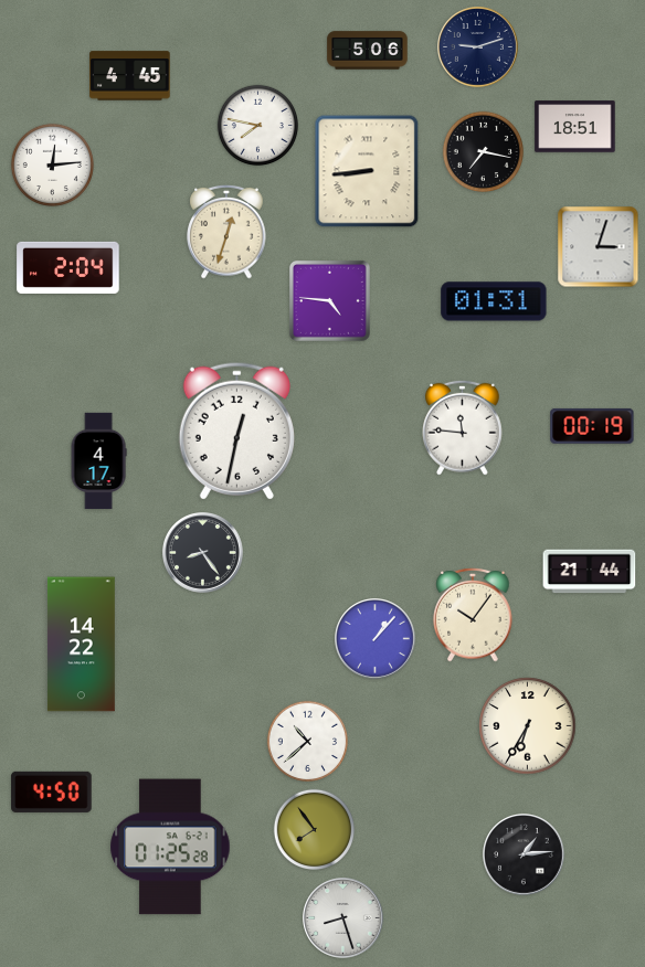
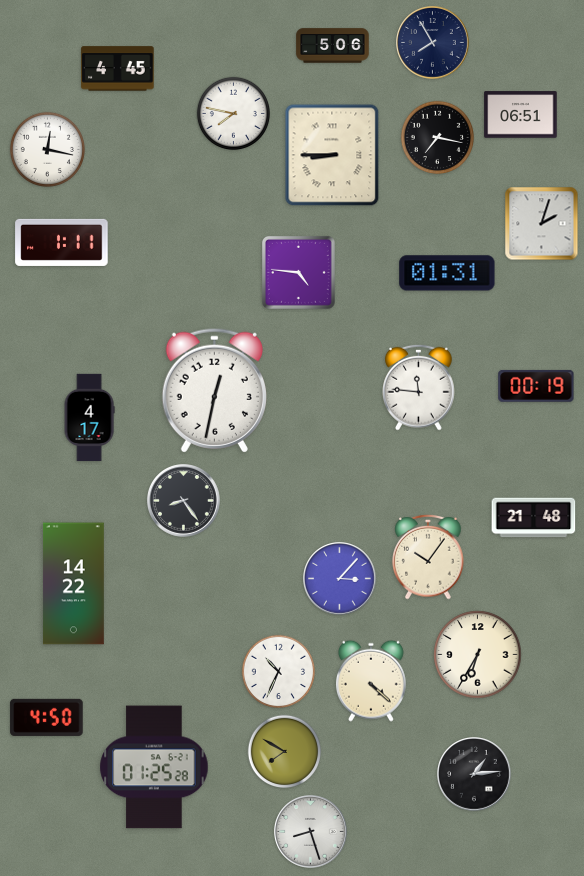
clock at (478, 47): 9:12 -> 7:55
clock at (575, 127): 18:51 -> 06:51
clock at (52, 164): 12:14 -> 12:17
clock at (367, 171): 8:44 -> 8:45
clock at (226, 232): 12:33 -> none
clock at (599, 247): 3:03 -> 2:03
clock at (68, 267): 2:04 -> 1:11
clock at (590, 572): 21:44 -> 21:48
clock at (376, 639): 1:07 -> 3:07
clock at (528, 726) position: (528, 726) -> (478, 655)
clock at (307, 741): 10:38 -> 10:34
clock at (371, 681): none -> 4:22
clock at (314, 829): 7:54 -> 7:50
